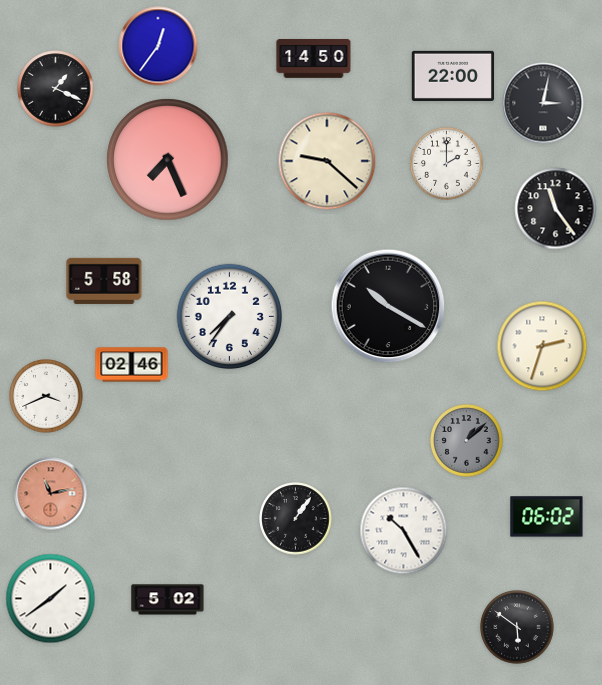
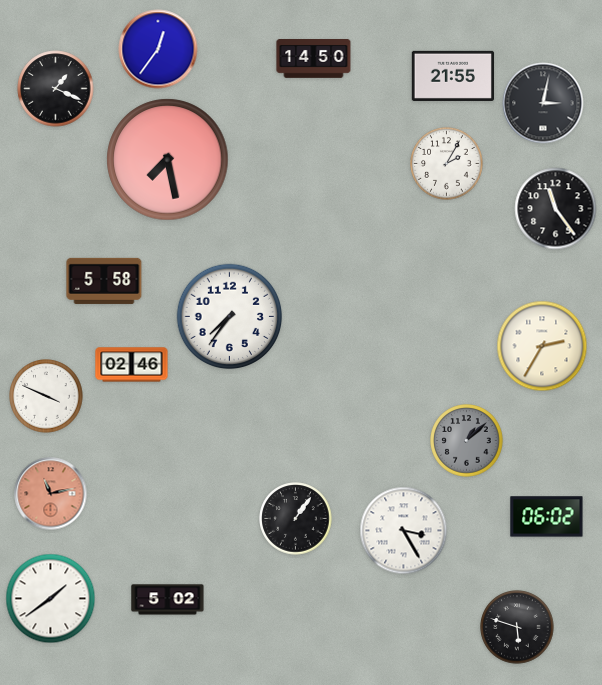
clock at (158, 46) position: (158, 46) -> (158, 49)
clock at (452, 76): 22:00 -> 21:55
clock at (168, 160): 7:26 -> 7:28
clock at (327, 161): 9:22 -> none
clock at (447, 164): 2:00 -> 2:05
clock at (388, 306): 10:20 -> none
clock at (542, 346): 2:33 -> 2:35
clock at (46, 396): 3:41 -> 3:49
clock at (404, 531): 10:25 -> 3:25
clock at (517, 627): 5:51 -> 5:48
